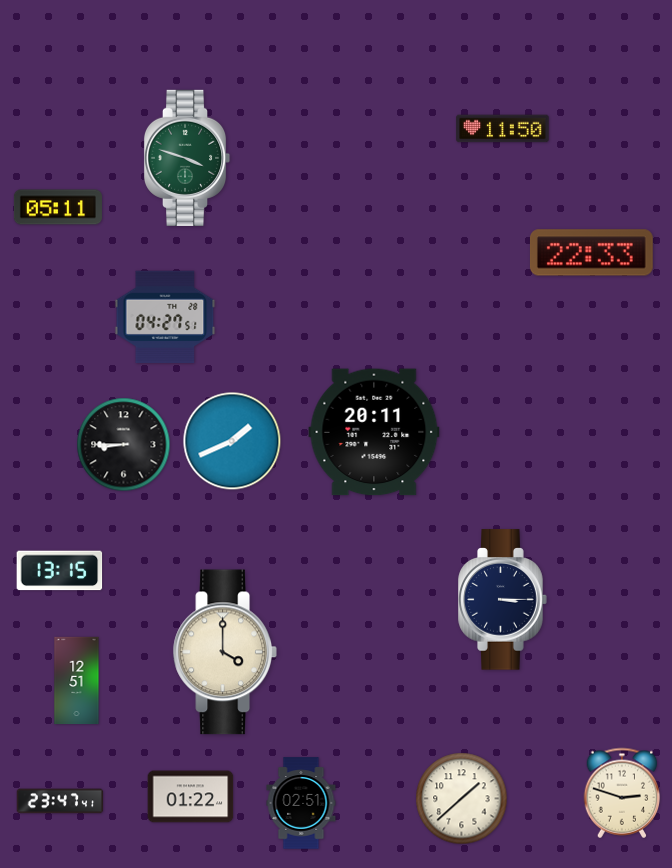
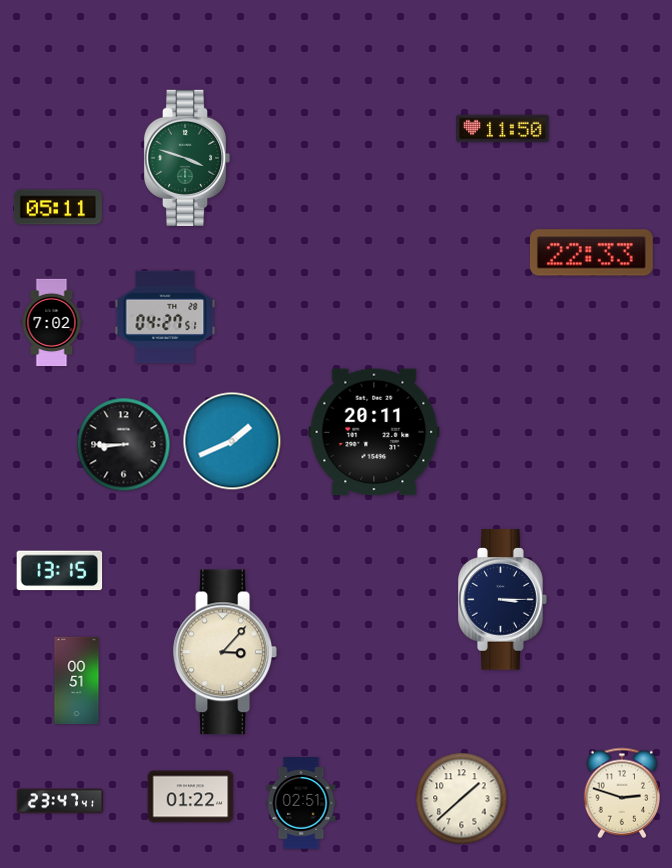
clock at (52, 323): none -> 7:02
clock at (225, 652): 4:00 -> 3:07
clock at (77, 681): 12:51 -> 00:51
